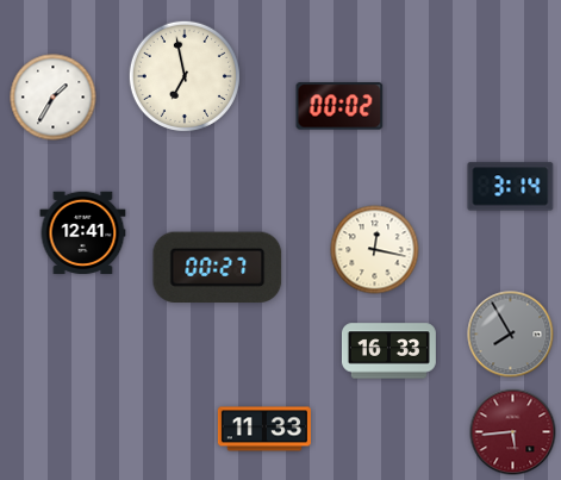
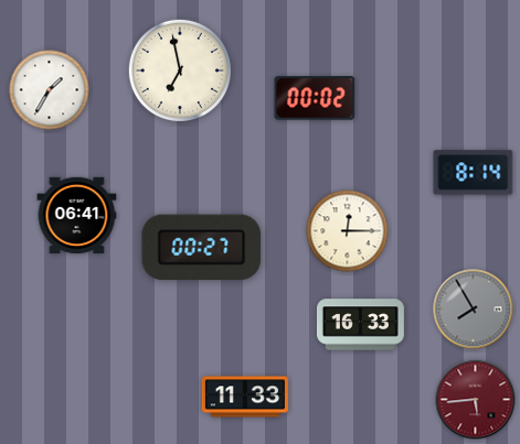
clock at (185, 76) position: (185, 76) -> (180, 71)
clock at (511, 187): 3:14 -> 8:14
clock at (83, 233): 12:41 -> 06:41
clock at (375, 250): 12:17 -> 12:15
